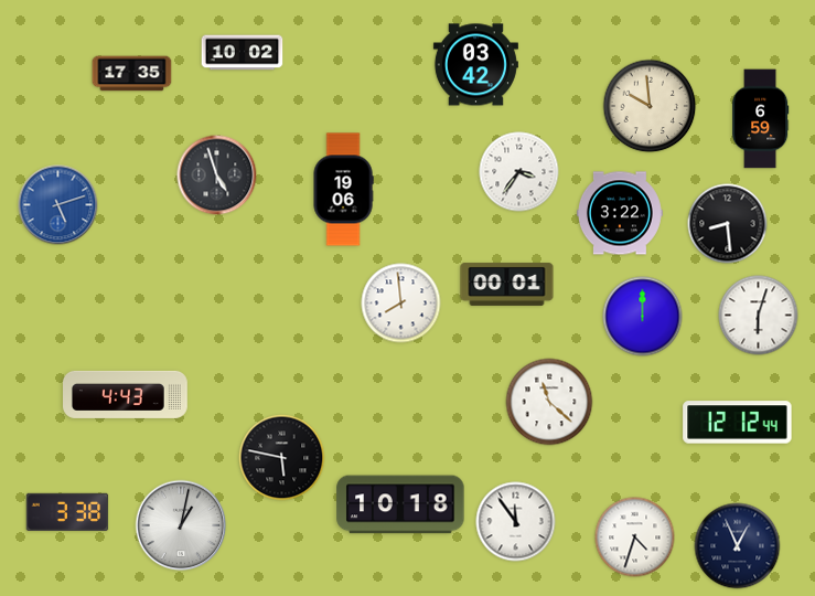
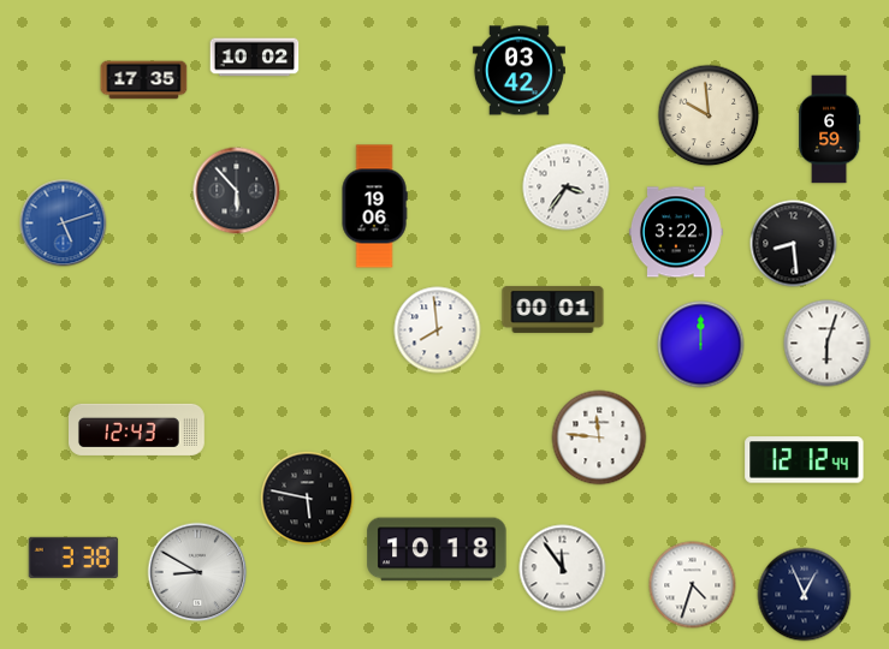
clock at (243, 53) position: (243, 53) -> (255, 58)
clock at (217, 175): 4:57 -> 5:53
clock at (126, 394): 4:43 -> 12:43
clock at (549, 402): 11:22 -> 11:46
clock at (181, 525): 1:02 -> 8:50
